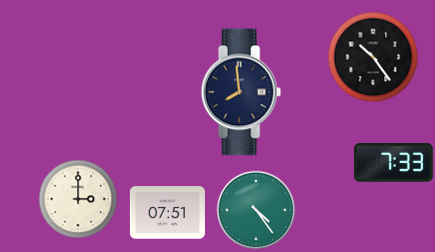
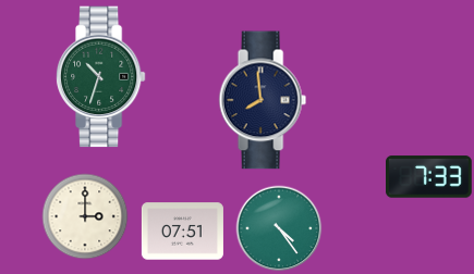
clock at (373, 57): 10:24 -> none
clock at (100, 77): none -> 10:33
